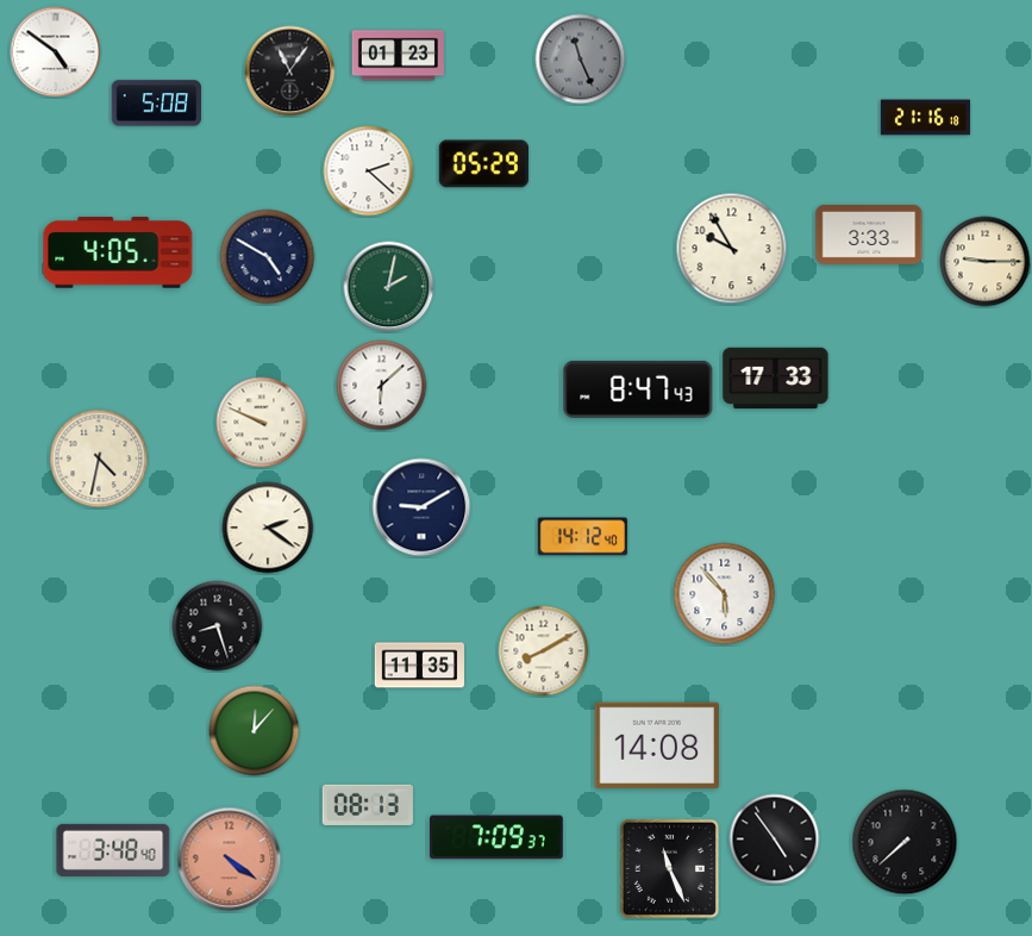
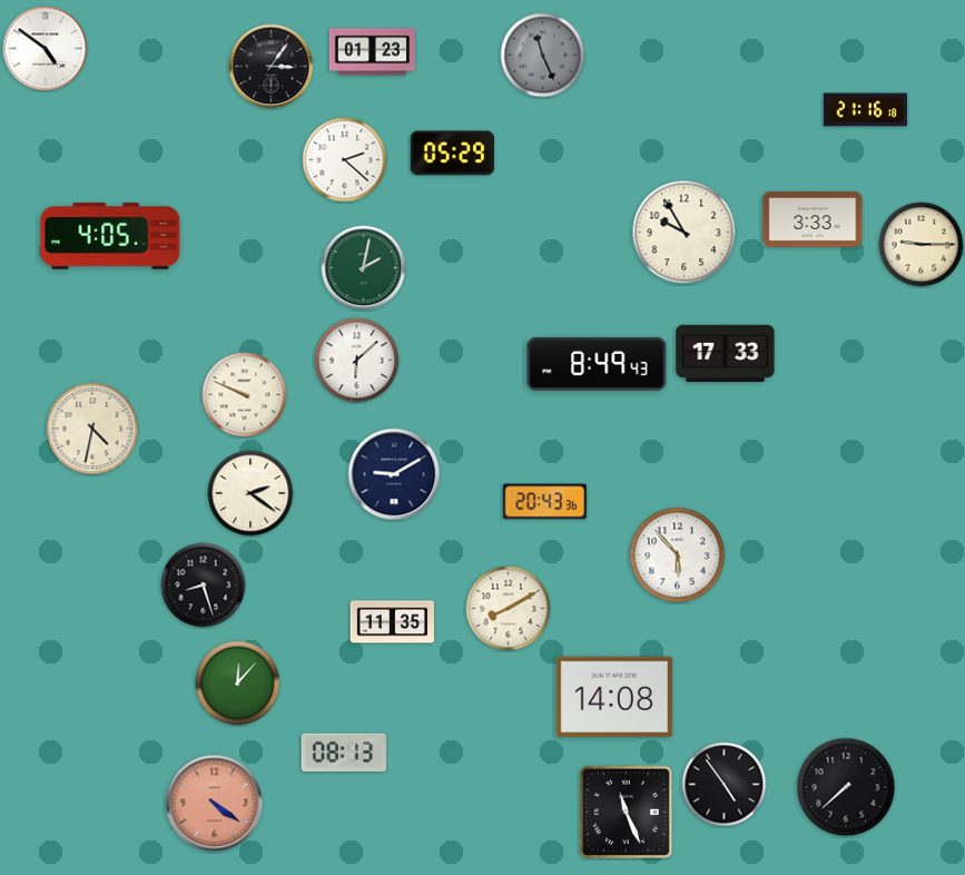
clock at (56, 52) position: (56, 52) -> (46, 49)
clock at (290, 71): 11:06 -> 3:06
clock at (156, 104): 5:08 -> none
clock at (268, 257): 4:50 -> none
clock at (638, 389): 8:47 -> 8:49
clock at (582, 537): 14:12 -> 20:43
clock at (498, 837): 7:09 -> none
clock at (113, 850): 3:48 -> none
